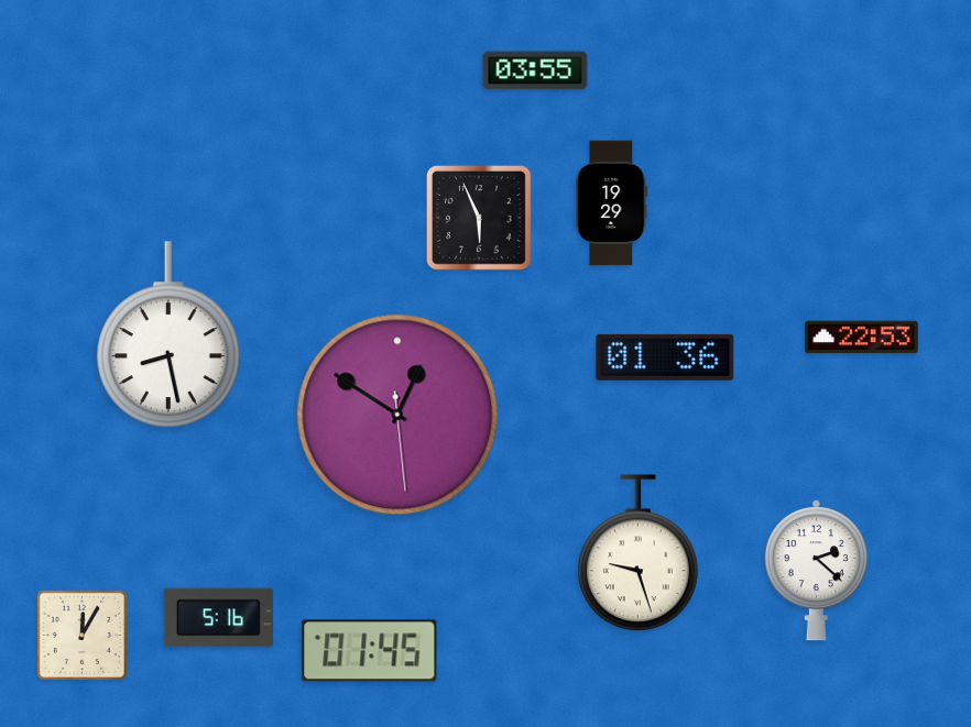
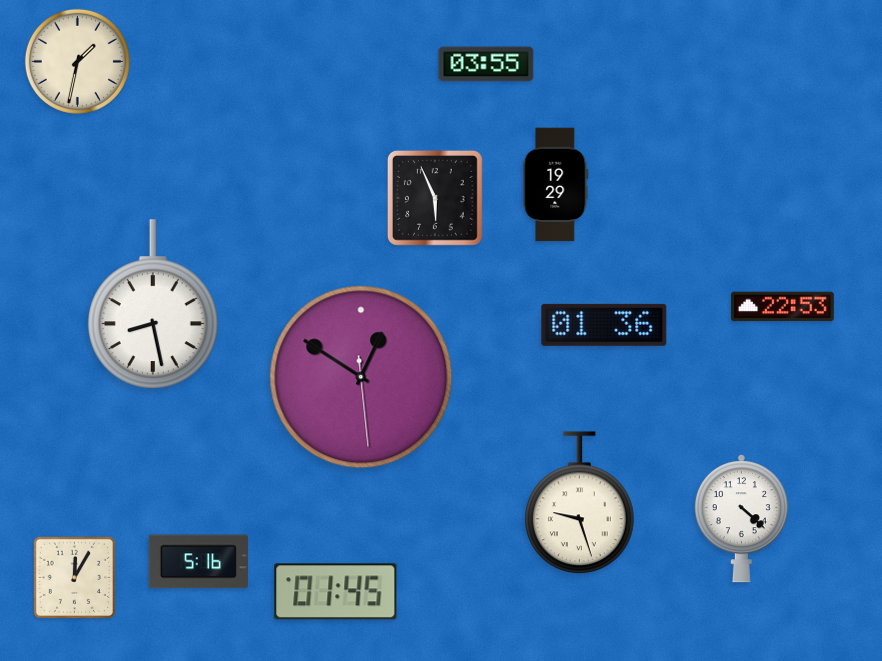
clock at (77, 61): none -> 1:32
clock at (816, 571): 2:22 -> 4:22
